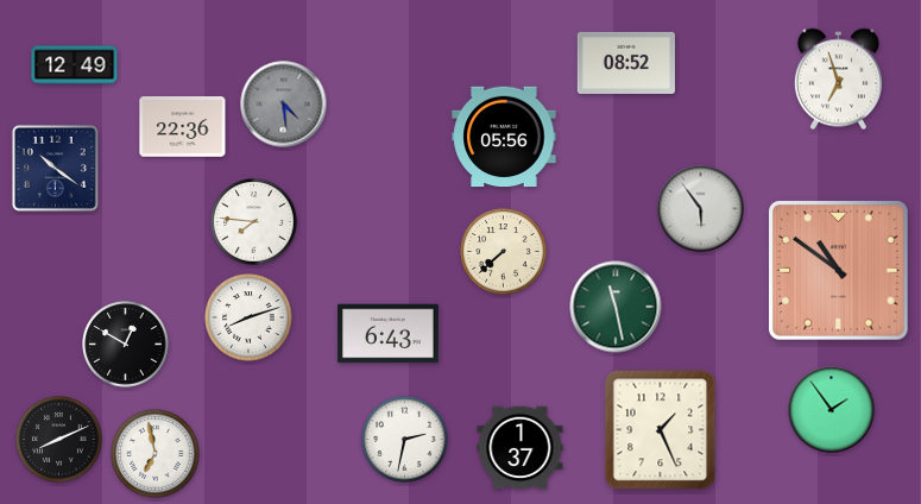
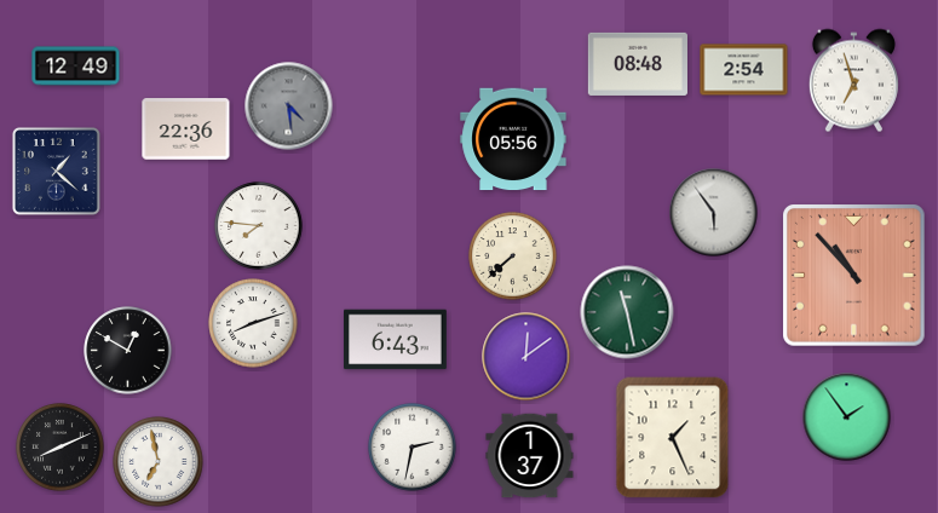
clock at (626, 63): 08:52 -> 08:48
clock at (744, 70): none -> 2:54
clock at (55, 168): 10:21 -> 1:22
clock at (839, 271): 10:51 -> 10:53
clock at (526, 357): none -> 12:09
